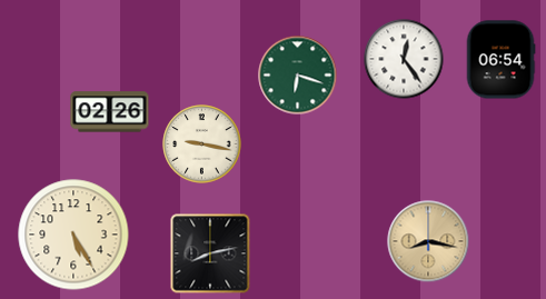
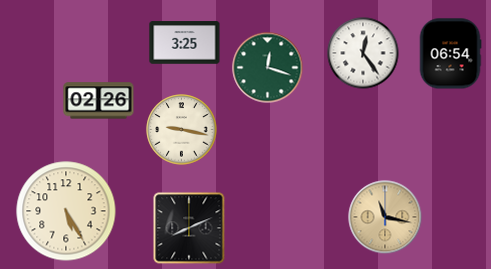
clock at (185, 43): none -> 3:25
clock at (298, 76): 6:18 -> 12:18
clock at (428, 241): 8:17 -> 11:17
clock at (210, 253): 8:13 -> 8:11
